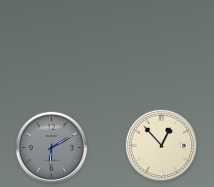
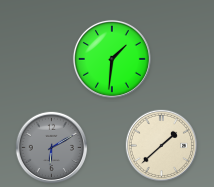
clock at (112, 59): none -> 1:31
clock at (162, 146): 12:53 -> 1:38
